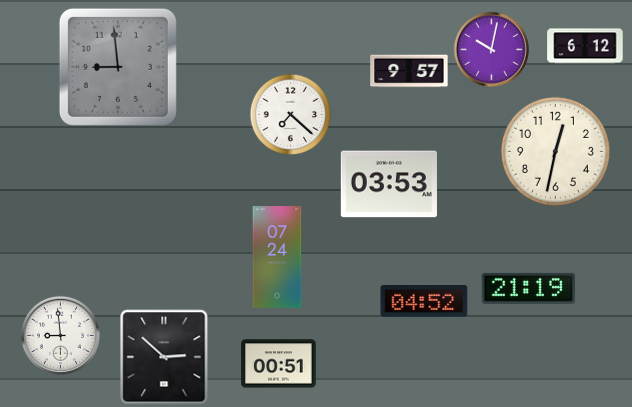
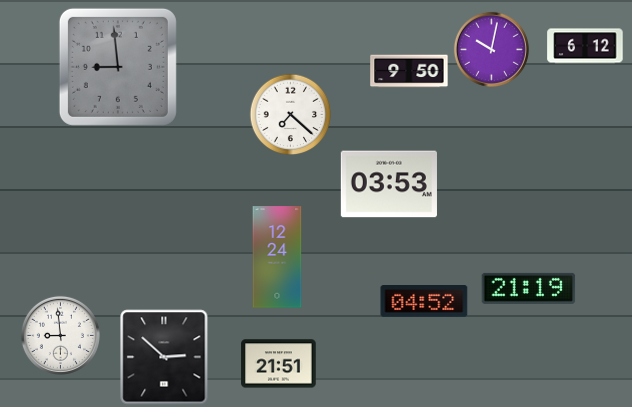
clock at (409, 71): 9:57 -> 9:50
clock at (555, 151): 12:32 -> none
clock at (277, 257): 07:24 -> 12:24
clock at (279, 364): 00:51 -> 21:51
